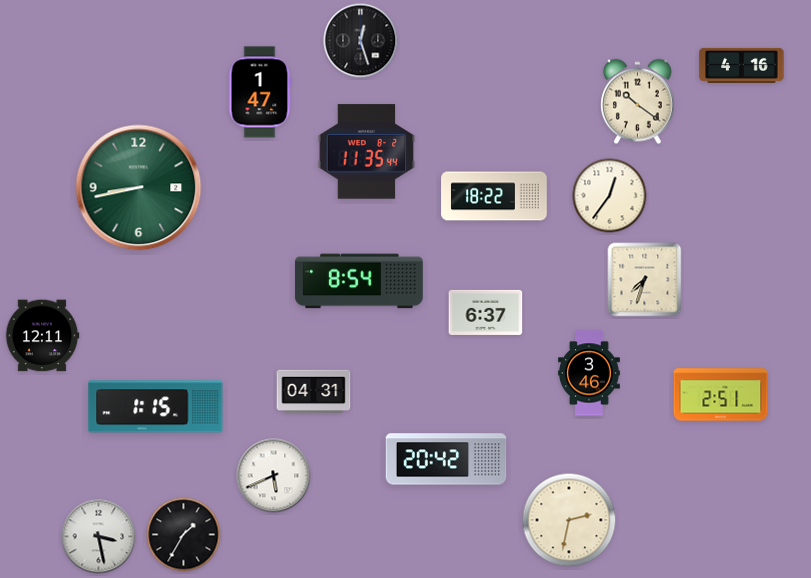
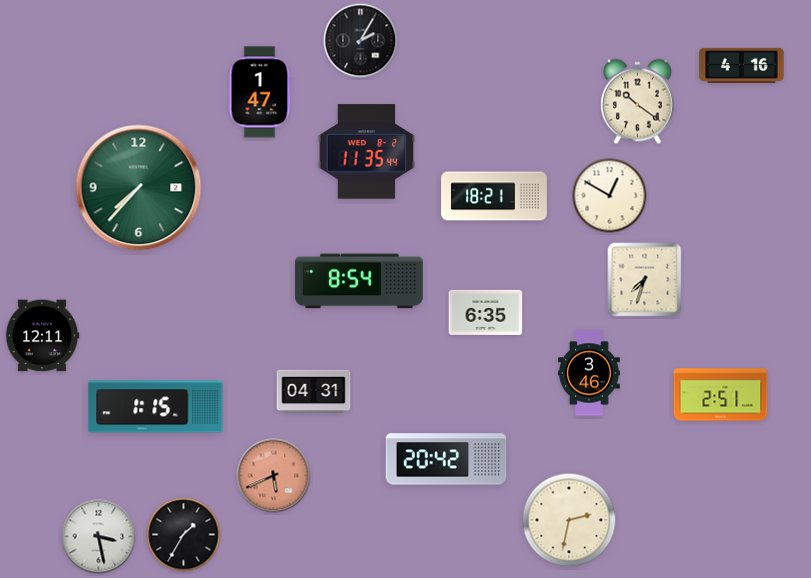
clock at (361, 41): 12:27 -> 2:05
clock at (139, 188): 8:43 -> 7:37
clock at (494, 196): 18:22 -> 18:21
clock at (610, 196): 12:36 -> 12:50
clock at (486, 312): 6:37 -> 6:35
clock at (274, 476) dial: white -> salmon
